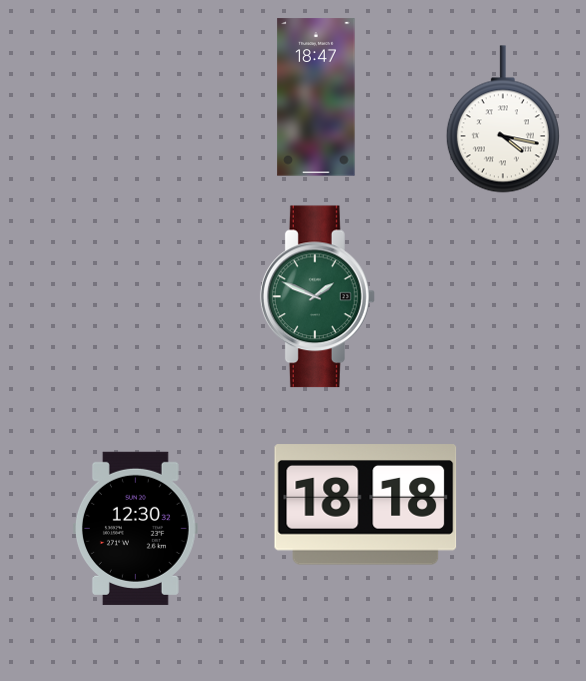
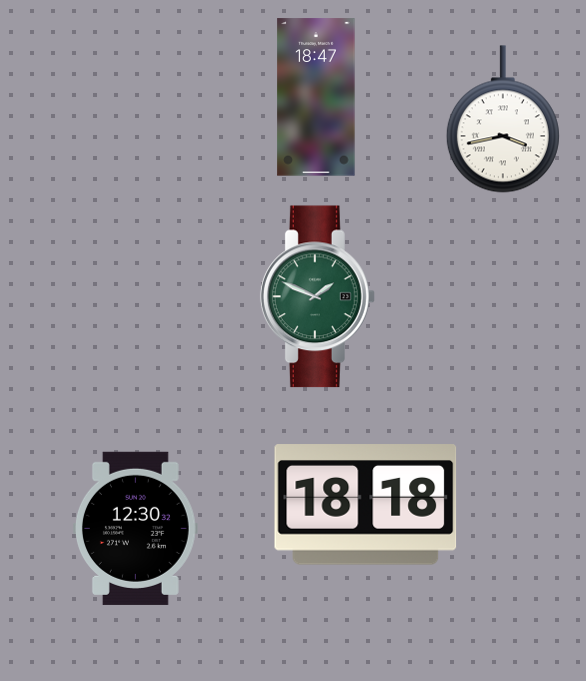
clock at (503, 119): 4:17 -> 3:43
